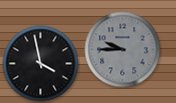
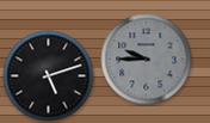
clock at (41, 64): 3:58 -> 5:12
